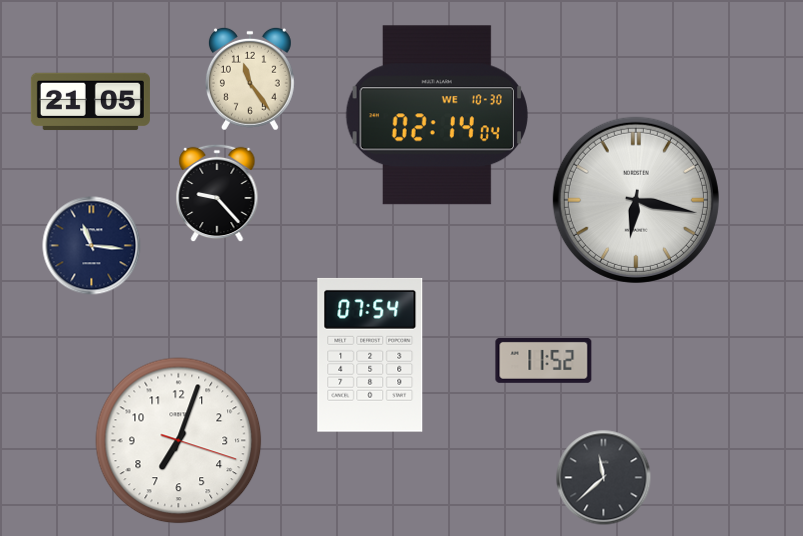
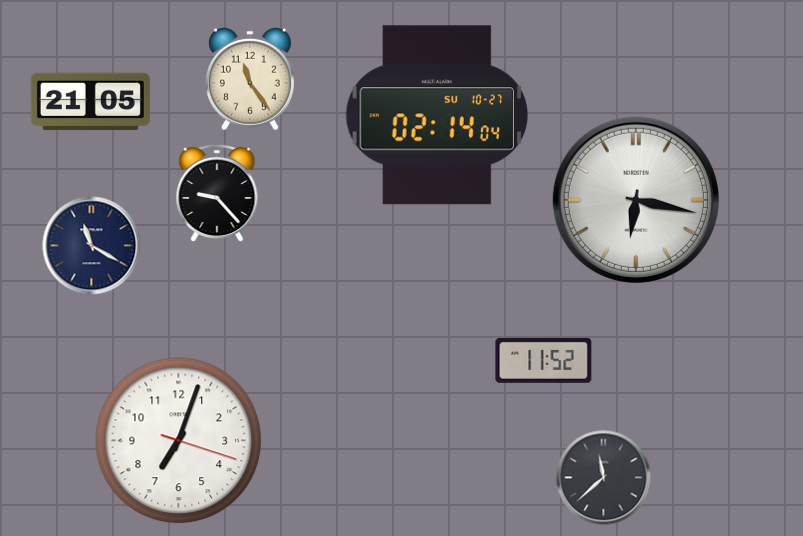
clock at (437, 115) date: WE 10-30 -> SU 10-27
clock at (92, 246): 11:16 -> 11:20
clock at (370, 355): 07:54 -> none
